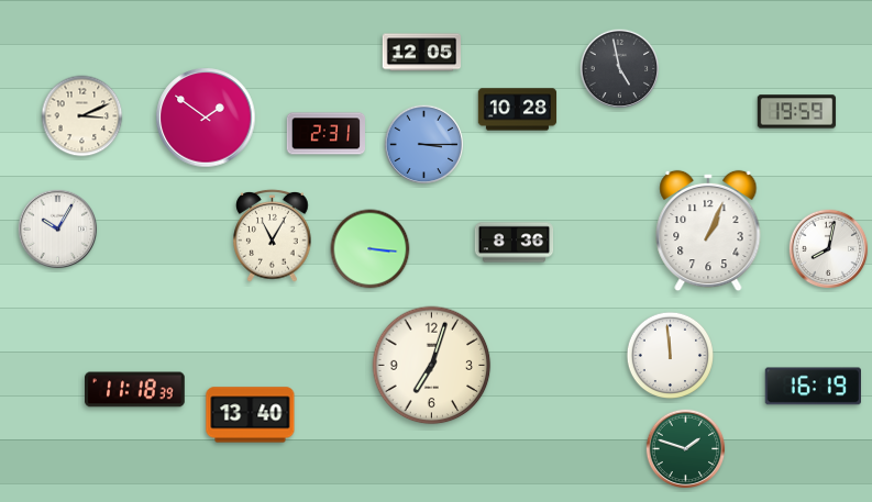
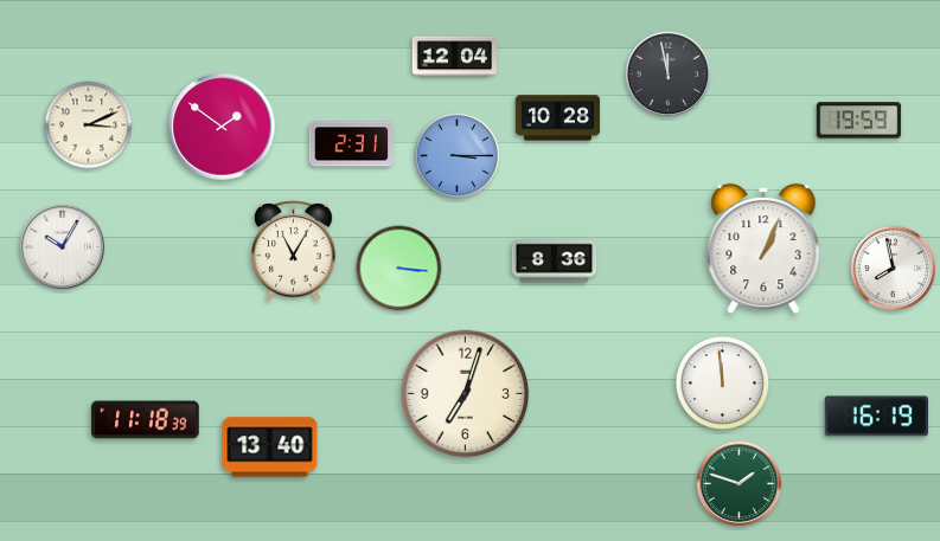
clock at (422, 53): 12:05 -> 12:04
clock at (620, 69): 4:58 -> 11:58
clock at (273, 236) position: (273, 236) -> (294, 251)
clock at (829, 249): 8:02 -> 7:58
